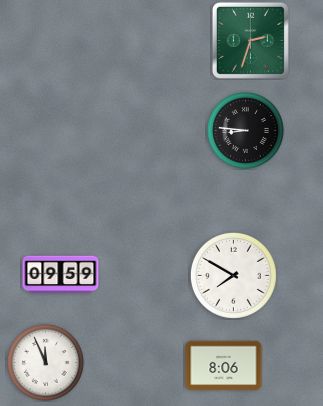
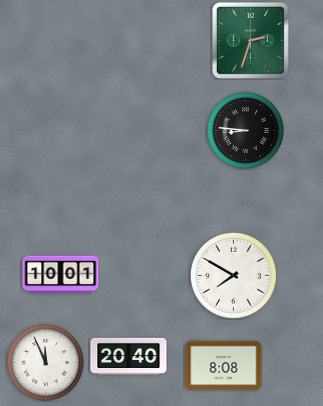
clock at (61, 275): 09:59 -> 10:01
clock at (129, 356): none -> 20:40
clock at (224, 366): 8:06 -> 8:08
